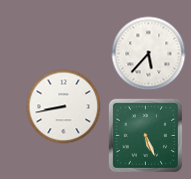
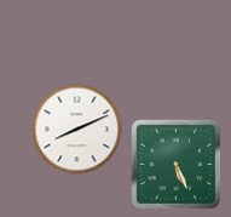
clock at (149, 54): 5:37 -> none
clock at (64, 107): 8:43 -> 8:11
